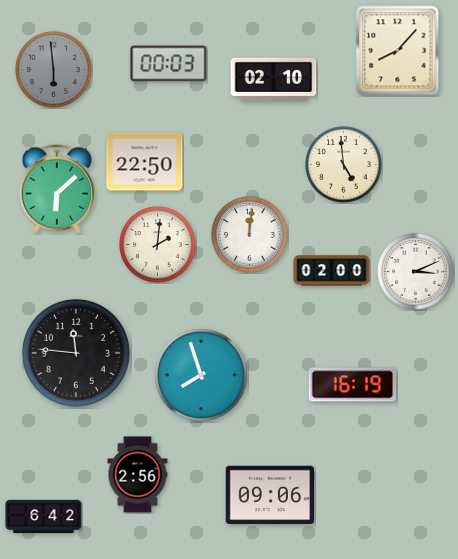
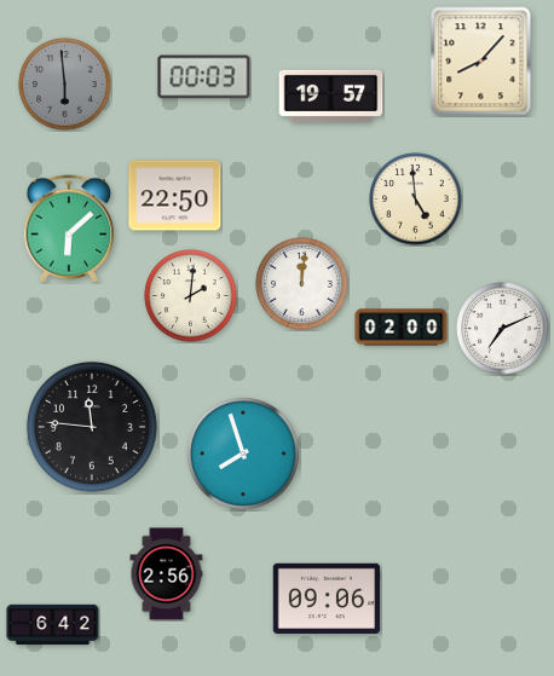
clock at (274, 79): 02:10 -> 19:57
clock at (416, 272): 3:11 -> 7:11
clock at (353, 385): 16:19 -> none
